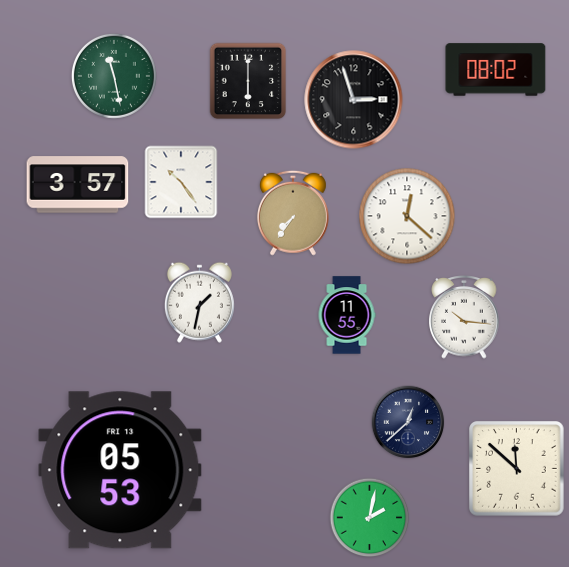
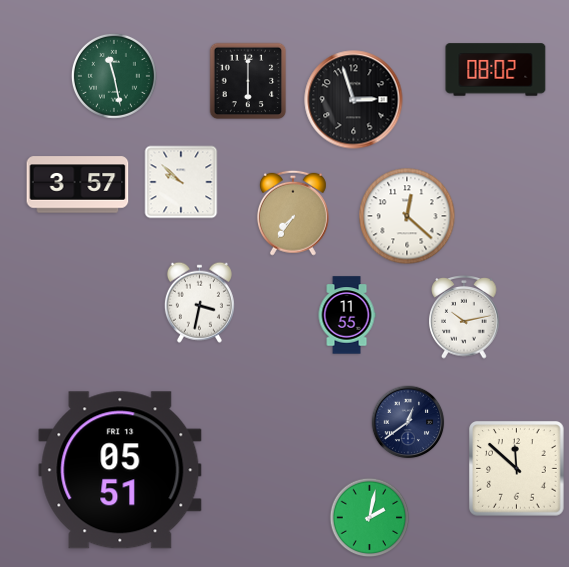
clock at (181, 182): 10:24 -> 9:52
clock at (199, 302): 1:32 -> 3:32
clock at (464, 318): 10:16 -> 10:13
clock at (408, 422): 12:38 -> 12:39
clock at (120, 470): 05:53 -> 05:51
